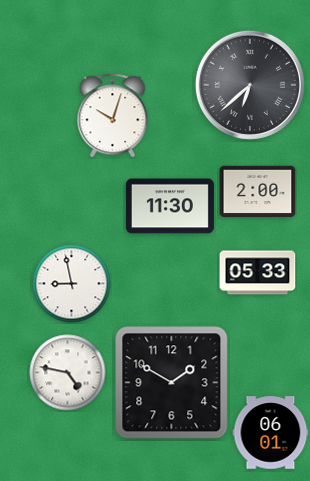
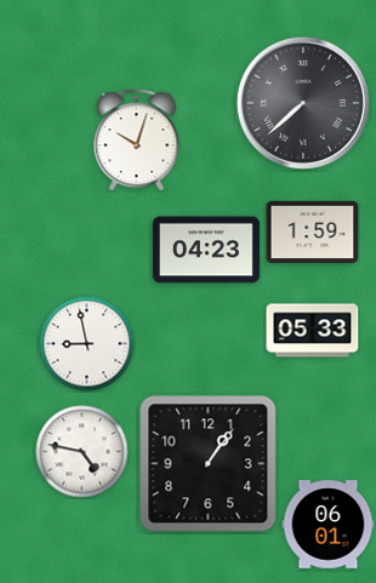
clock at (250, 85): 6:38 -> 7:38
clock at (258, 192): 2:00 -> 1:59
clock at (170, 206): 11:30 -> 04:23
clock at (172, 383): 1:50 -> 1:06
